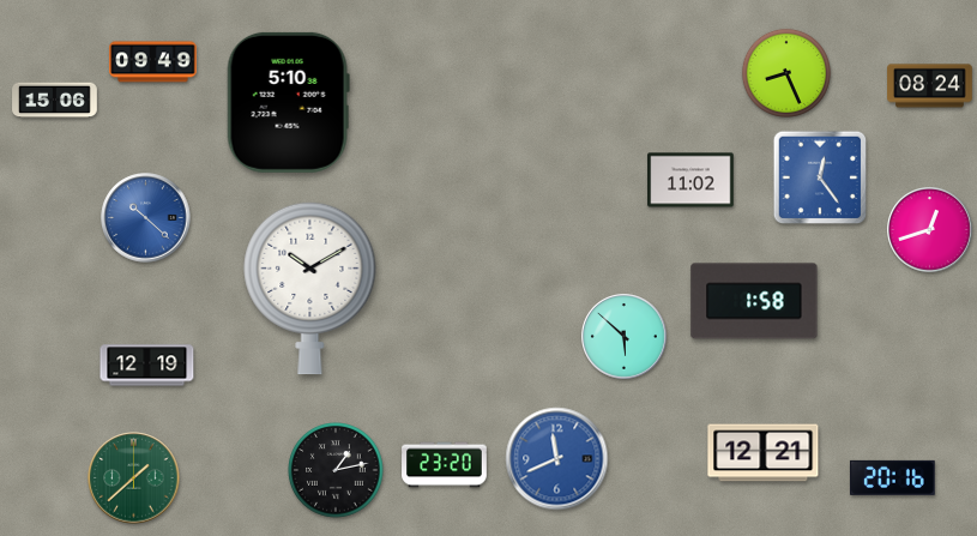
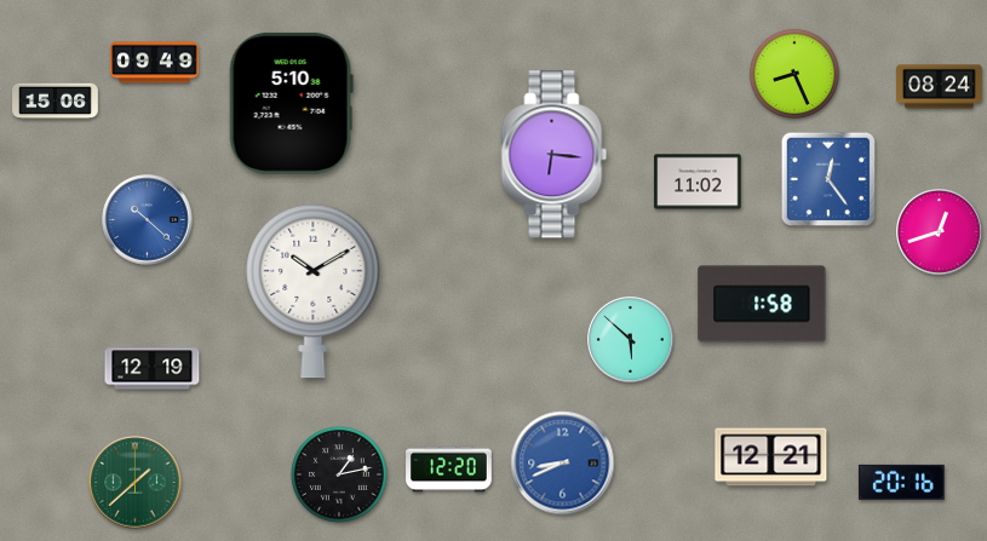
clock at (555, 155): none -> 6:16
clock at (147, 366) position: (147, 366) -> (153, 369)
clock at (557, 459): 11:41 -> 8:41
clock at (445, 465): 23:20 -> 12:20
